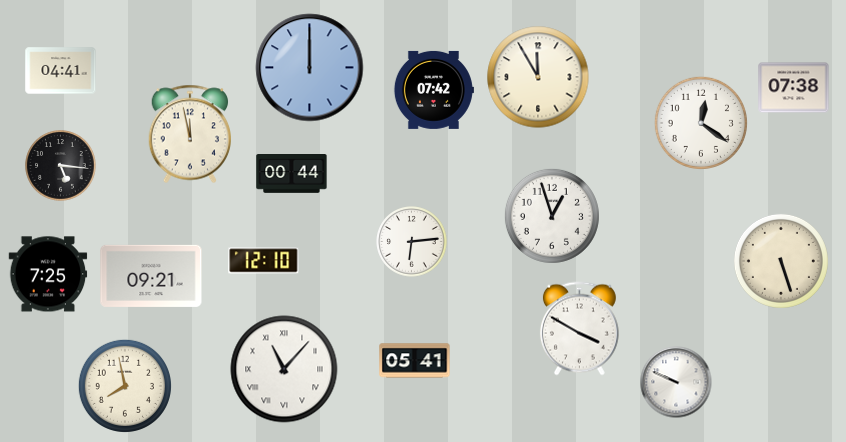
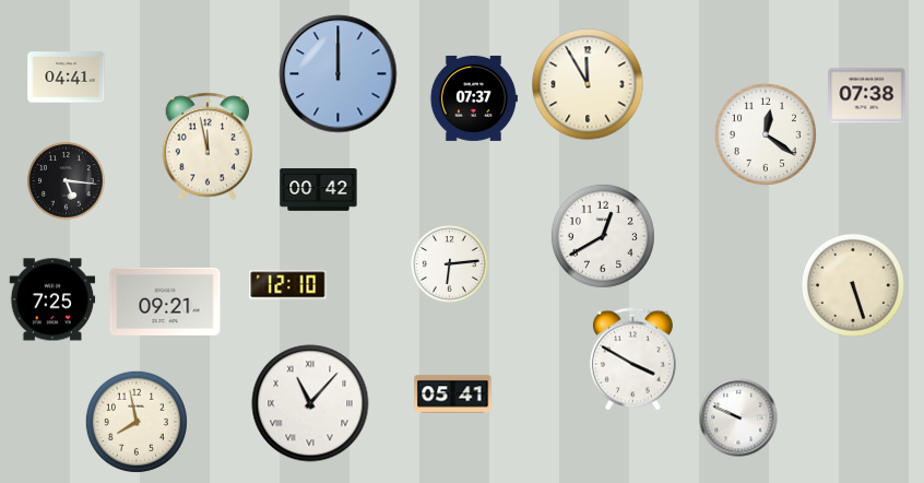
clock at (433, 90): 07:42 -> 07:37
clock at (292, 174): 00:44 -> 00:42
clock at (552, 216): 12:57 -> 12:40
